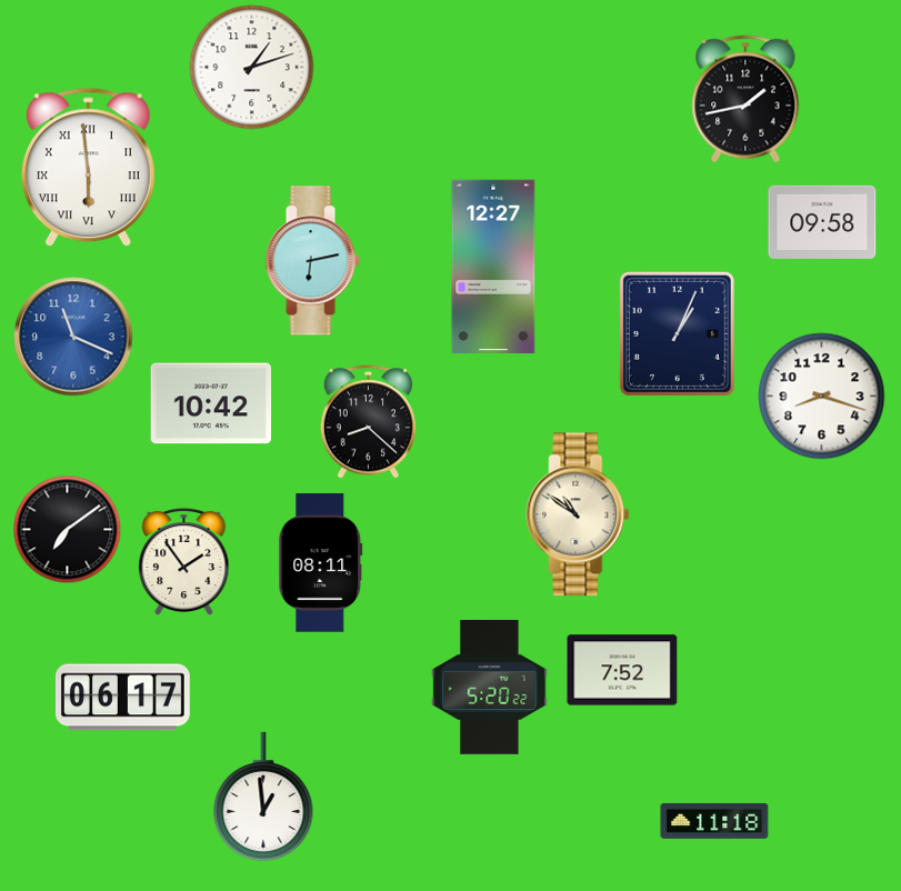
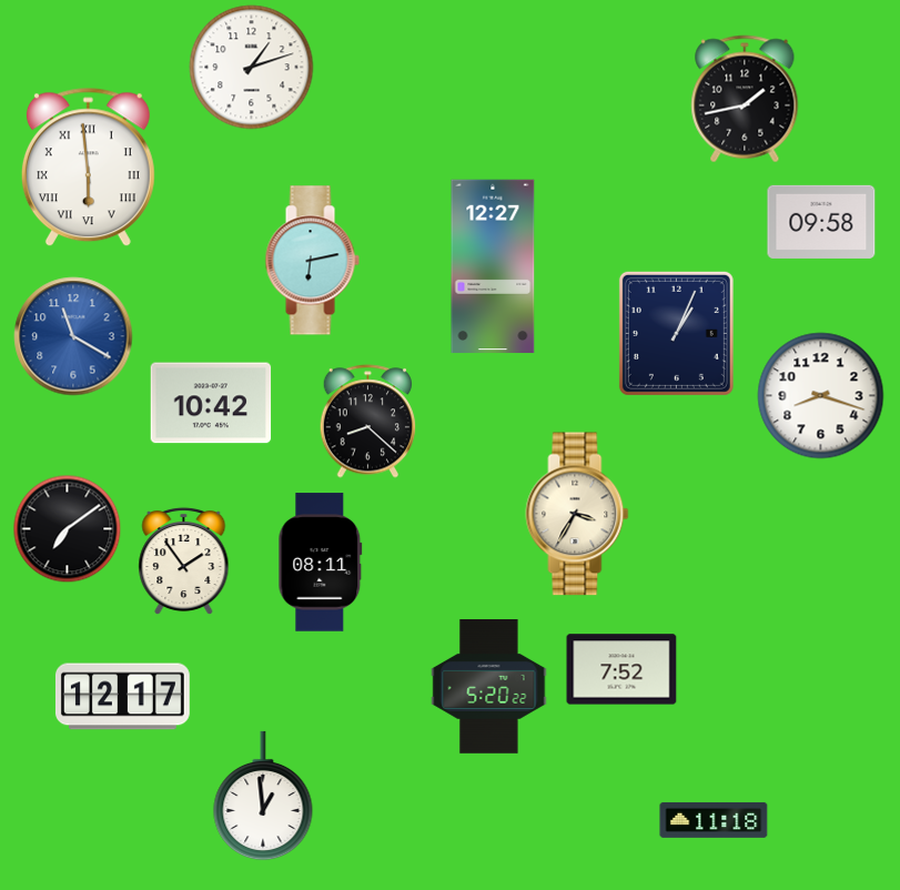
clock at (73, 337): 11:19 -> 11:20
clock at (578, 514): 10:51 -> 3:35
clock at (122, 698): 06:17 -> 12:17
